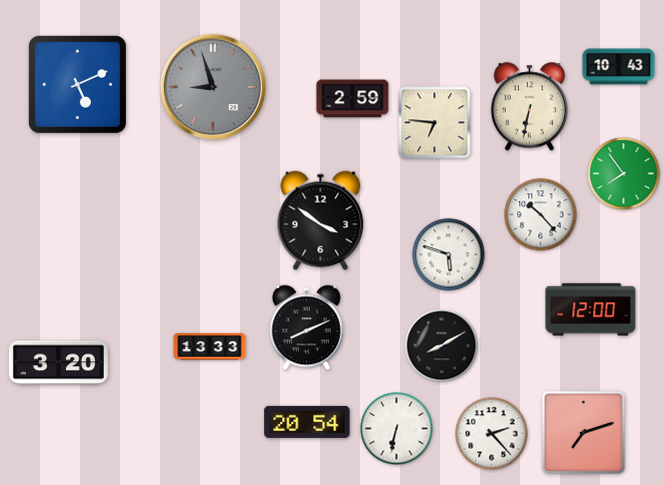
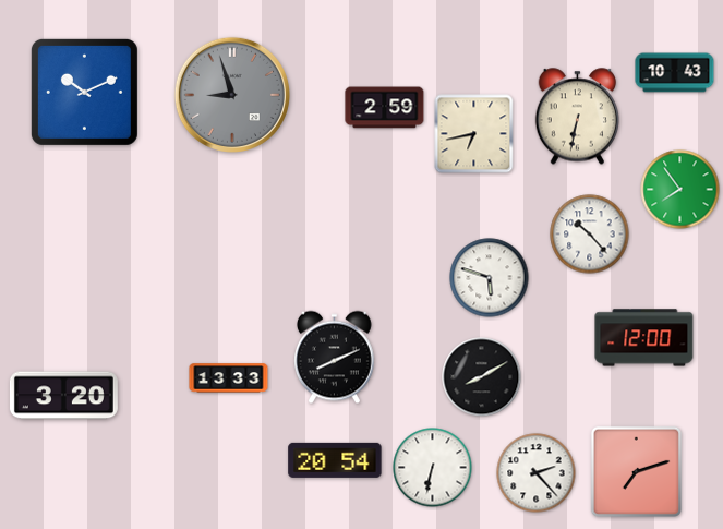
clock at (77, 84): 5:11 -> 10:11
clock at (435, 123): 6:46 -> 6:43
clock at (321, 221): 3:51 -> none
